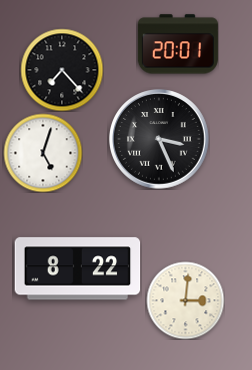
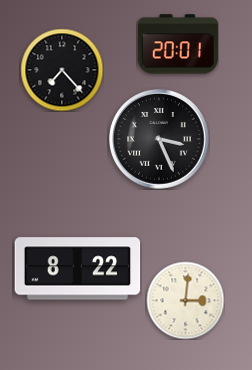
clock at (43, 153): 5:03 -> none
